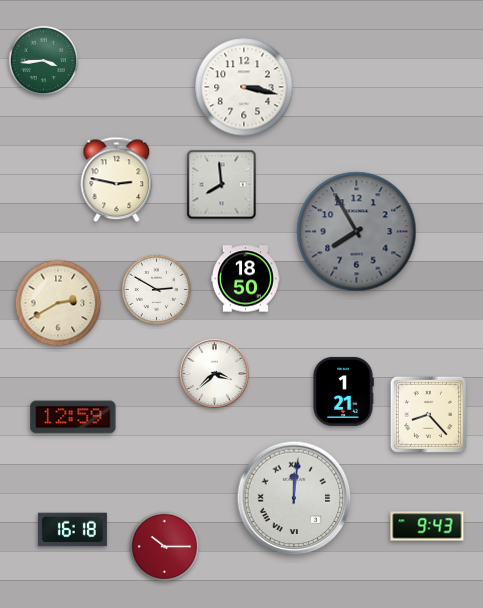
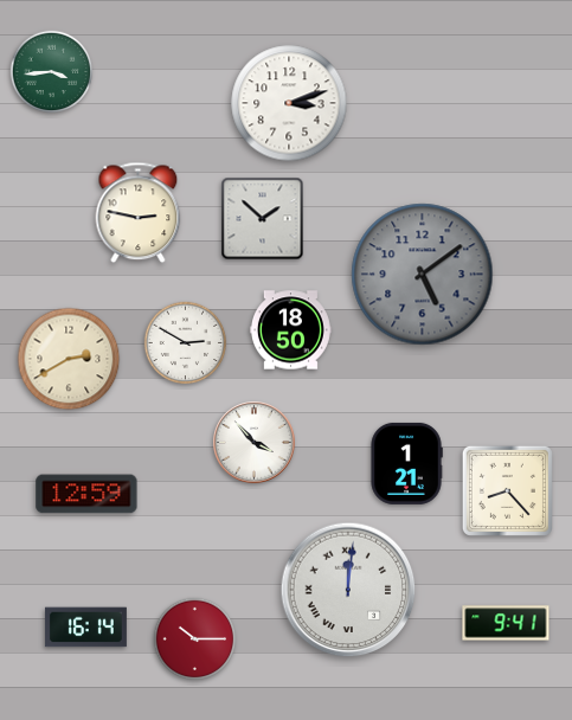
clock at (244, 87): 3:17 -> 3:12
clock at (222, 185): 7:59 -> 1:52
clock at (357, 232): 7:55 -> 5:09
clock at (215, 374): 3:38 -> 3:53
clock at (427, 526): 9:43 -> 9:41
clock at (72, 530): 16:18 -> 16:14
clock at (165, 547) position: (165, 547) -> (195, 639)
